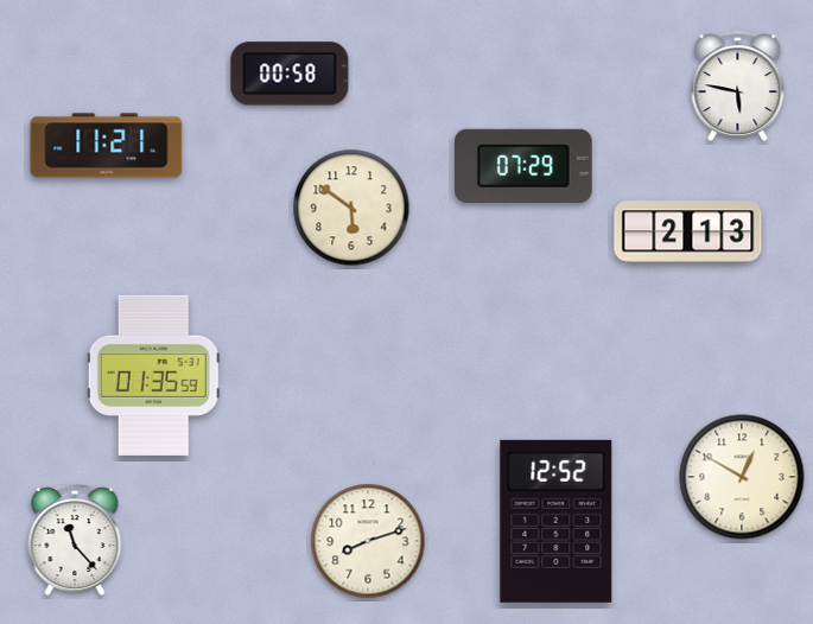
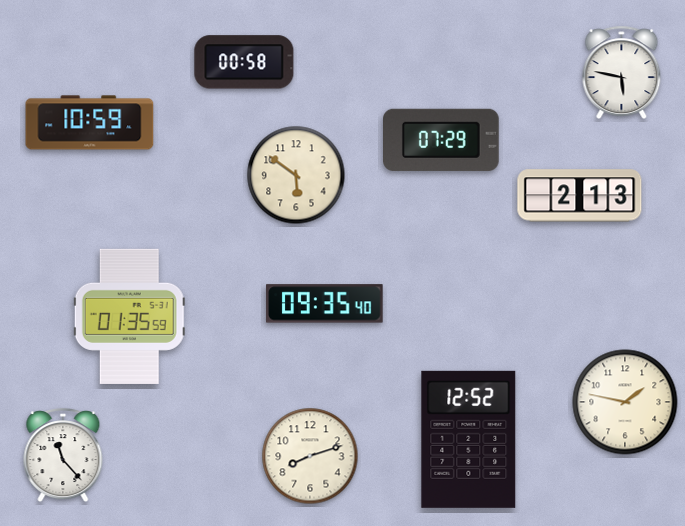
clock at (107, 146): 11:21 -> 10:59
clock at (325, 304): none -> 09:35
clock at (742, 477): 12:50 -> 1:47
